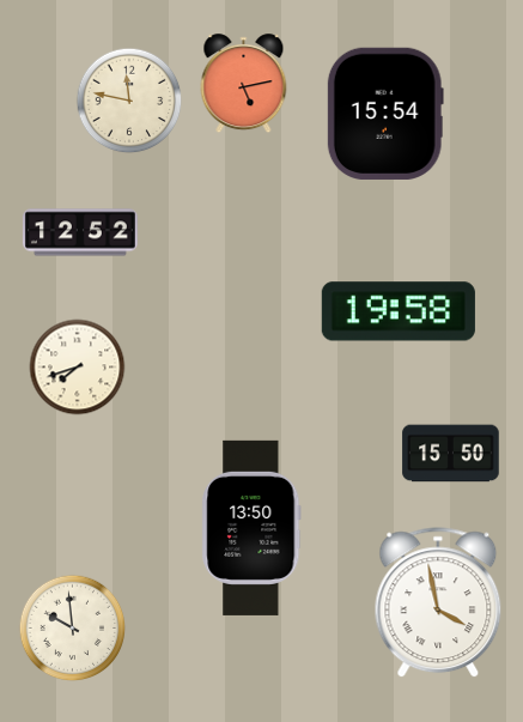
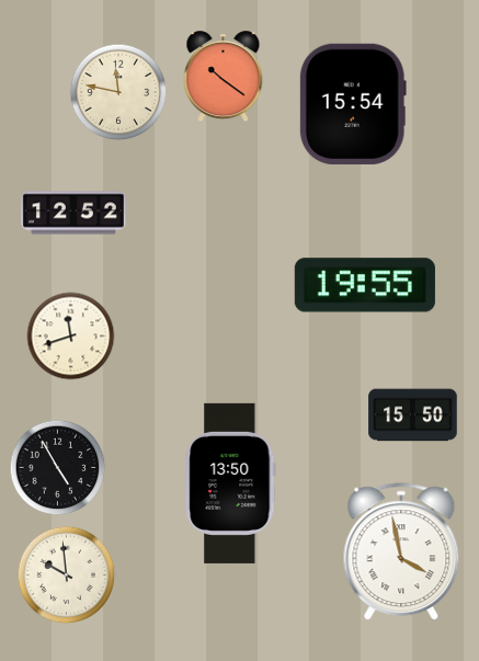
clock at (244, 84): 5:13 -> 10:21
clock at (399, 311): 19:58 -> 19:55
clock at (78, 368): 7:42 -> 11:42
clock at (58, 468): none -> 4:55
